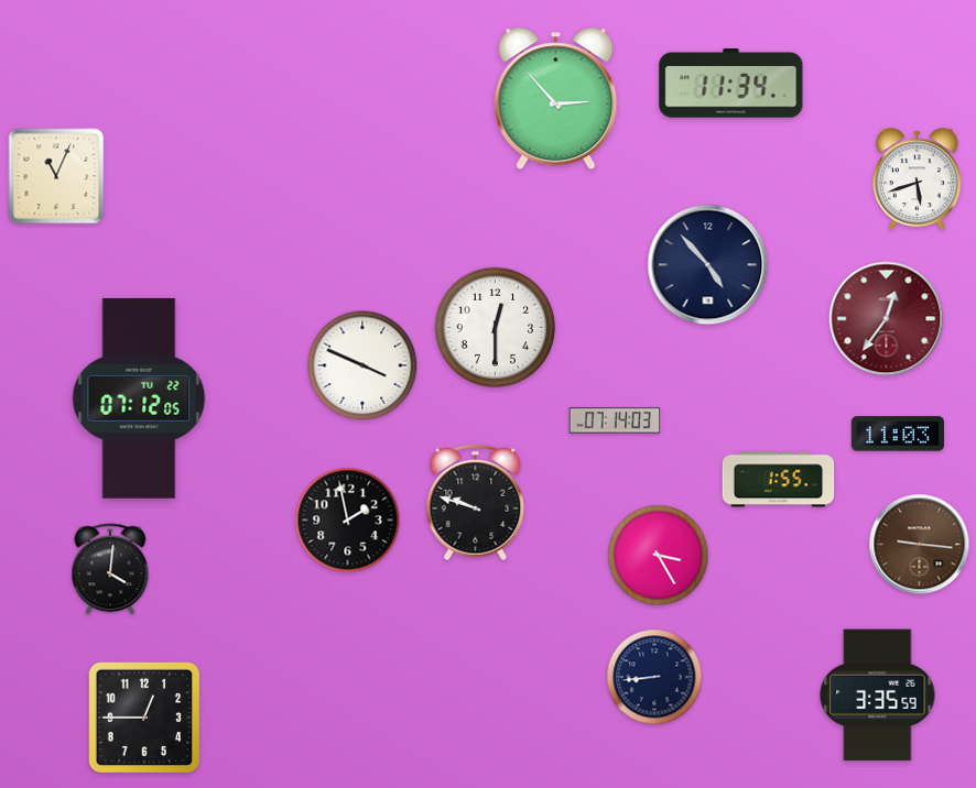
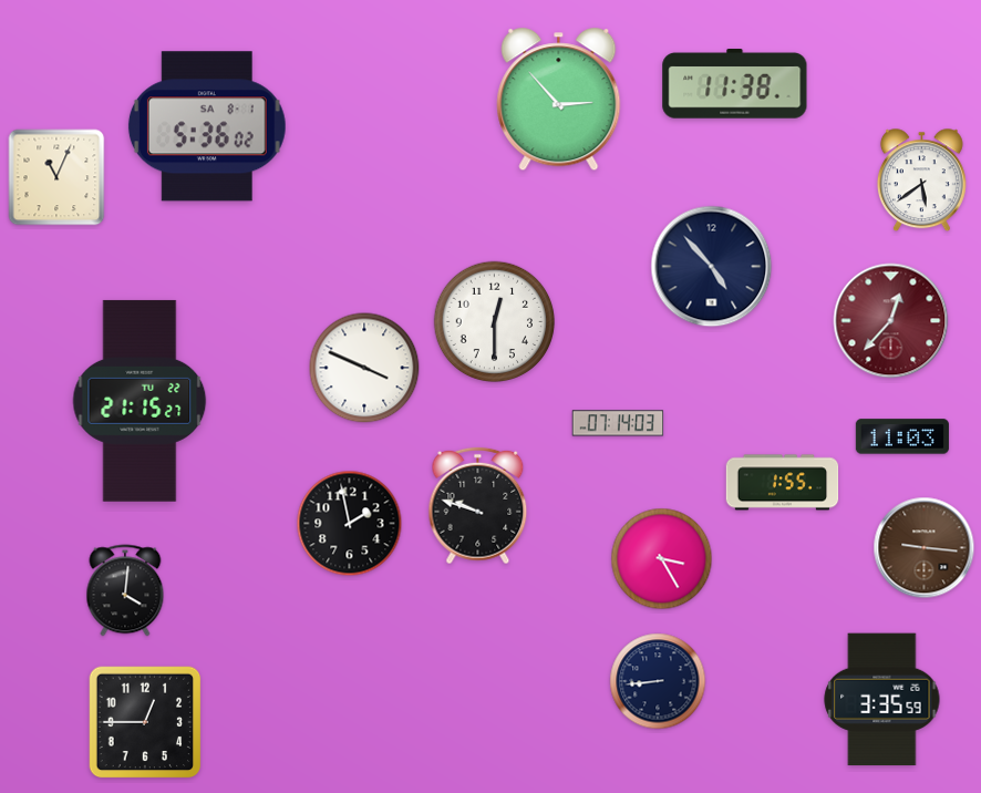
clock at (731, 84): 11:34 -> 11:38
clock at (207, 126): none -> 5:36
clock at (917, 179): 5:42 -> 5:39
clock at (887, 319): 12:36 -> 12:37
clock at (496, 328) position: (496, 328) -> (495, 322)
clock at (139, 398): 07:12 -> 21:15
clock at (110, 569) position: (110, 569) -> (125, 590)
